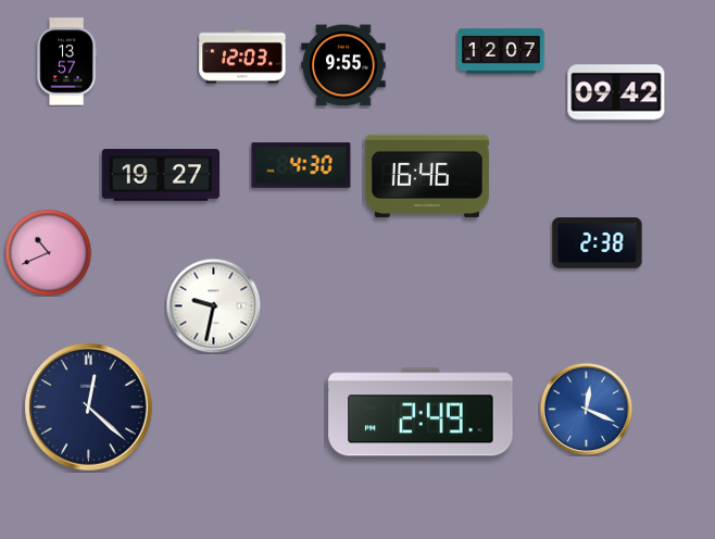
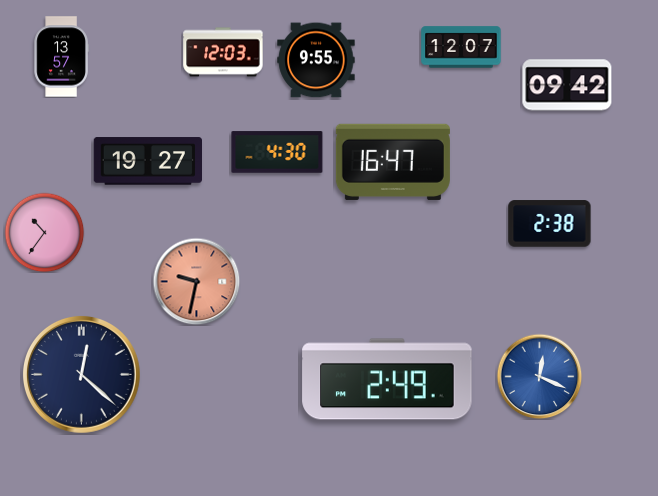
clock at (427, 176): 16:46 -> 16:47
clock at (48, 252): 10:41 -> 10:36
clock at (213, 305) dial: white -> salmon
